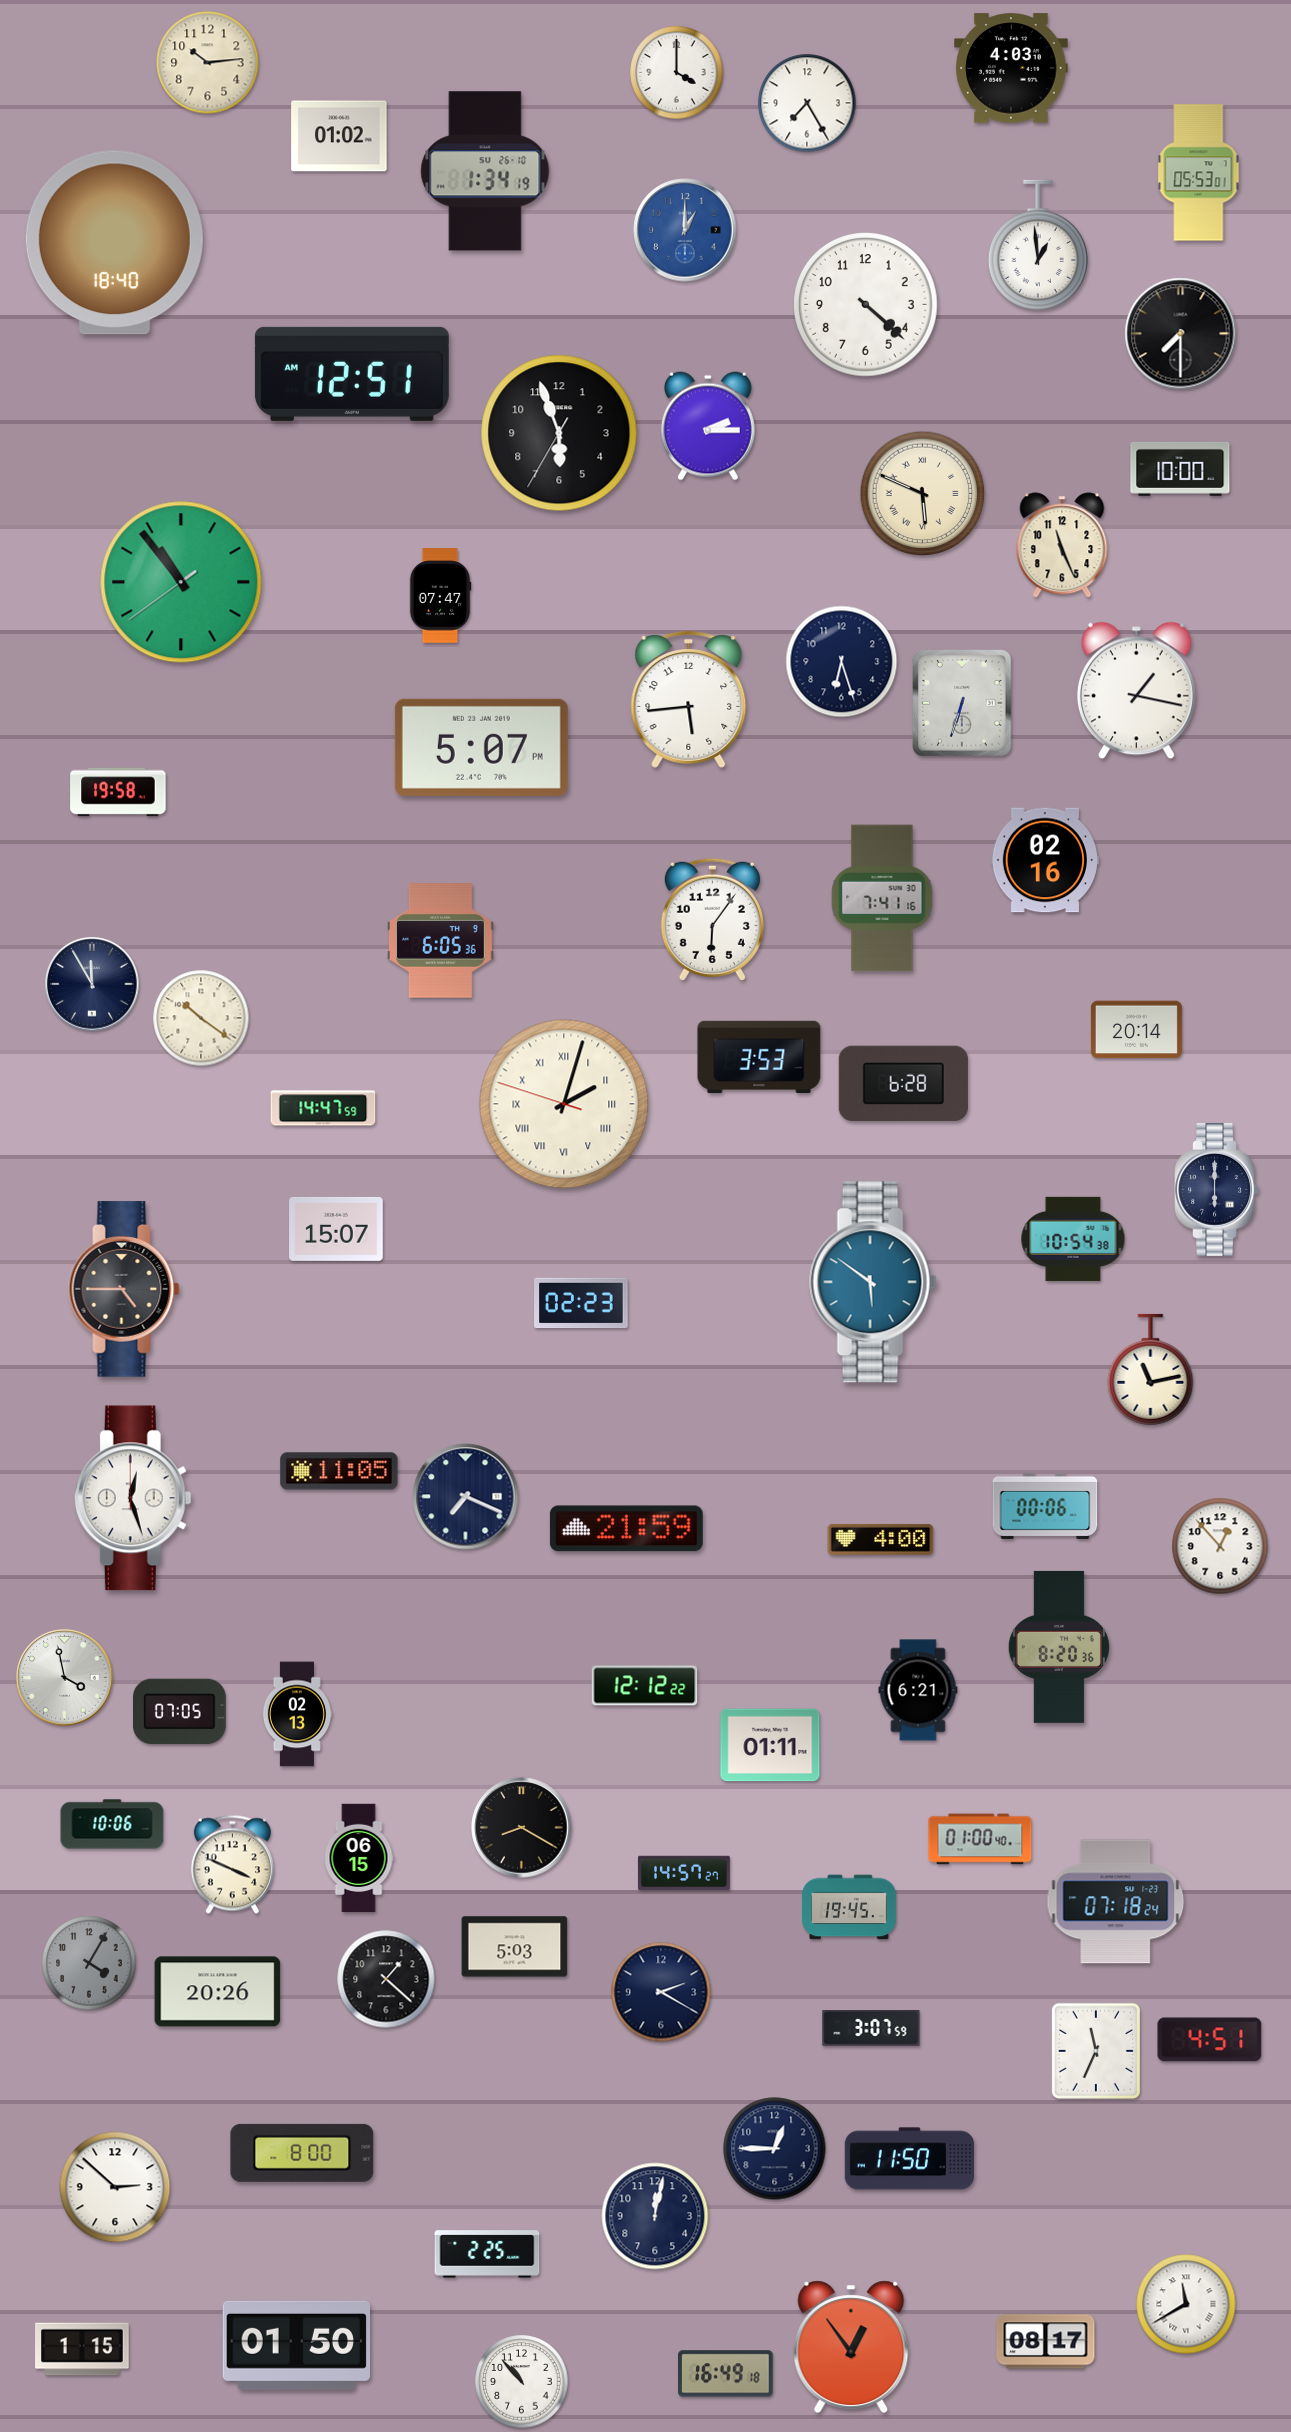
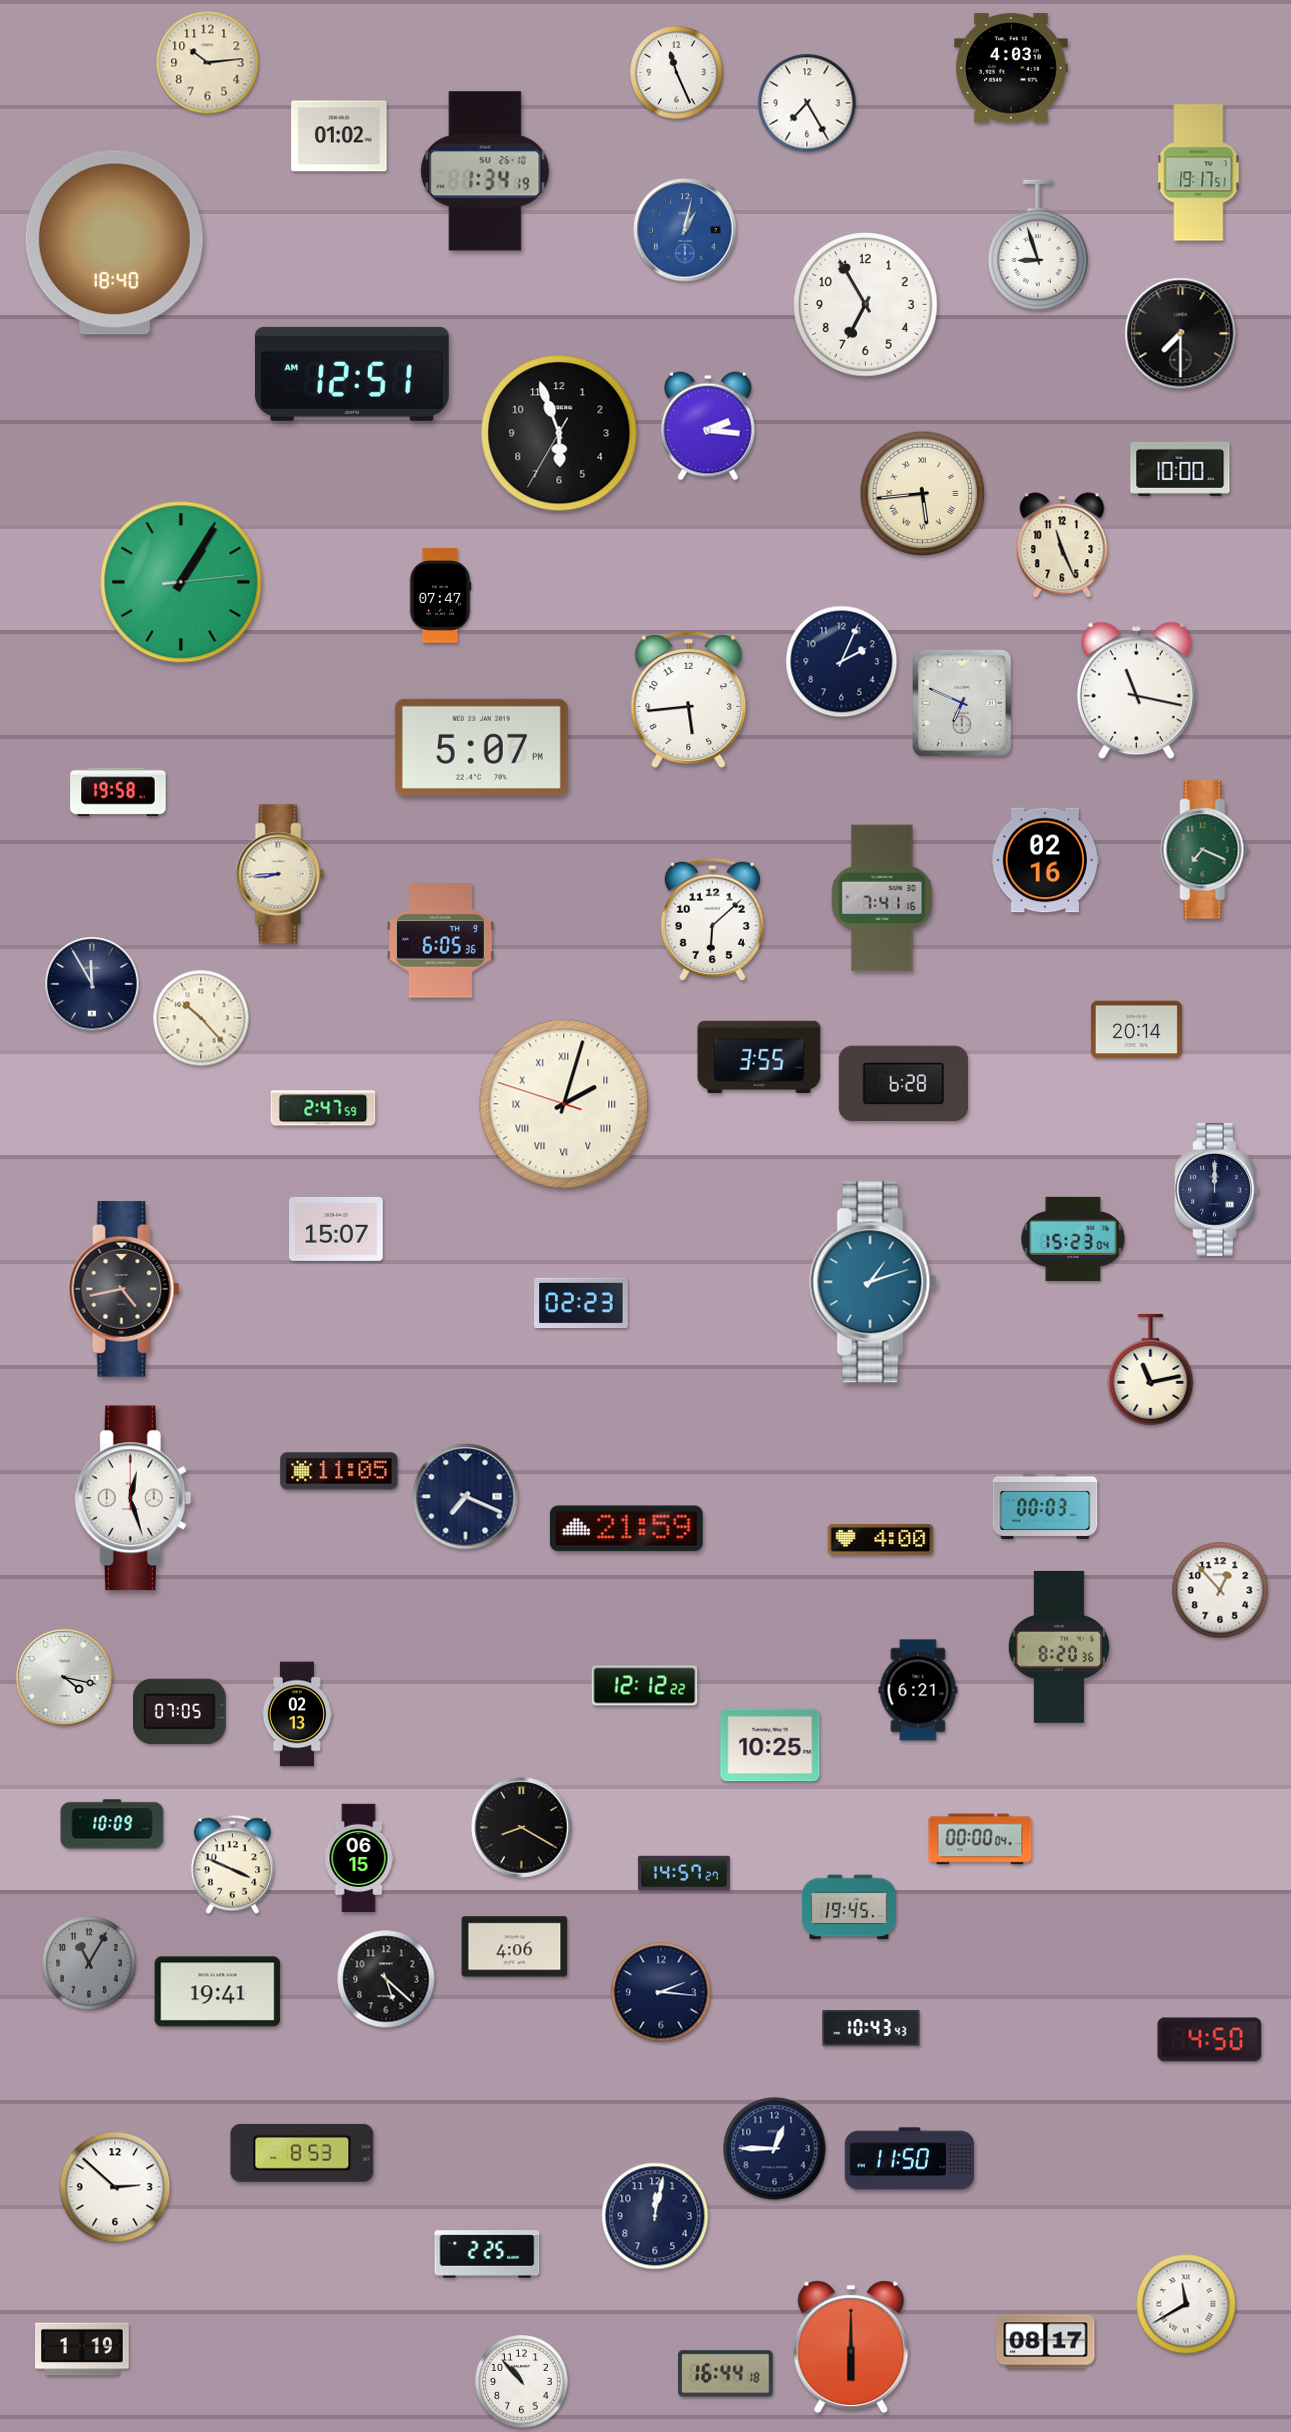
clock at (677, 73): 4:00 -> 11:26
clock at (1199, 173): 05:53 -> 19:17
clock at (685, 230): 1:00 -> 1:02
clock at (1038, 244): 12:59 -> 8:57
clock at (866, 305): 4:22 -> 6:55
clock at (708, 426): 2:15 -> 2:16
clock at (923, 494): 5:49 -> 5:44
clock at (181, 582): 10:53 -> 1:05
clock at (842, 662): 6:27 -> 2:04
clock at (1136, 691): 1:17 -> 11:17
clock at (962, 703): 6:33 -> 6:49
clock at (1205, 850): none -> 7:19
clock at (280, 874): none -> 8:44
clock at (712, 919): 6:06 -> 6:08
clock at (201, 1018): 10:21 -> 10:23
clock at (759, 1057): 3:53 -> 3:55
clock at (323, 1108): 14:47 -> 2:47
clock at (1216, 1189): 6:00 -> 12:00
clock at (1073, 1239): 10:54 -> 15:23
clock at (873, 1282): 5:51 -> 1:12
clock at (124, 1289): 4:45 -> 4:43
clock at (1045, 1506): 00:06 -> 00:03
clock at (1220, 1546) position: (1220, 1546) -> (1220, 1590)
clock at (65, 1678): 3:58 -> 4:17
clock at (770, 1745): 01:11 -> 10:25
clock at (112, 1824): 10:06 -> 10:09
clock at (980, 1839): 01:00 -> 00:00
clock at (1116, 1902): 07:18 -> none
clock at (515, 1947): 5:03 -> 4:06
clock at (89, 1963): 4:05 -> 11:05
clock at (386, 1979): 1:22 -> 5:22
clock at (218, 1992): 20:26 -> 19:41
clock at (661, 1992): 2:20 -> 2:16
clock at (871, 2029): 3:07 -> 10:43
clock at (1210, 2040): 4:51 -> 4:50
clock at (1096, 2051): 11:34 -> none
clock at (302, 2153): 8:00 -> 8:53
clock at (297, 2345): 01:50 -> none
clock at (851, 2346): 12:54 -> 6:00
clock at (82, 2349): 1:15 -> 1:19
clock at (726, 2374): 16:49 -> 16:44
